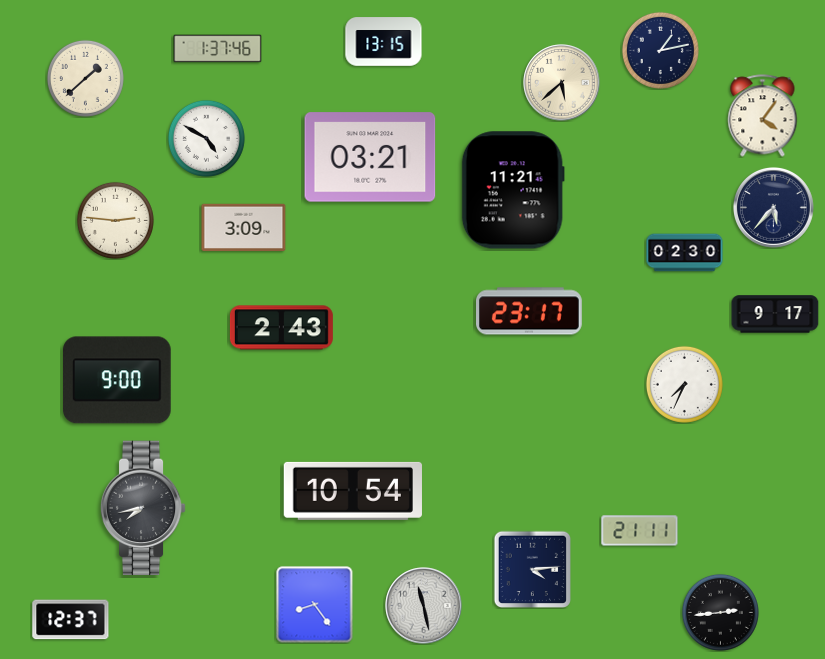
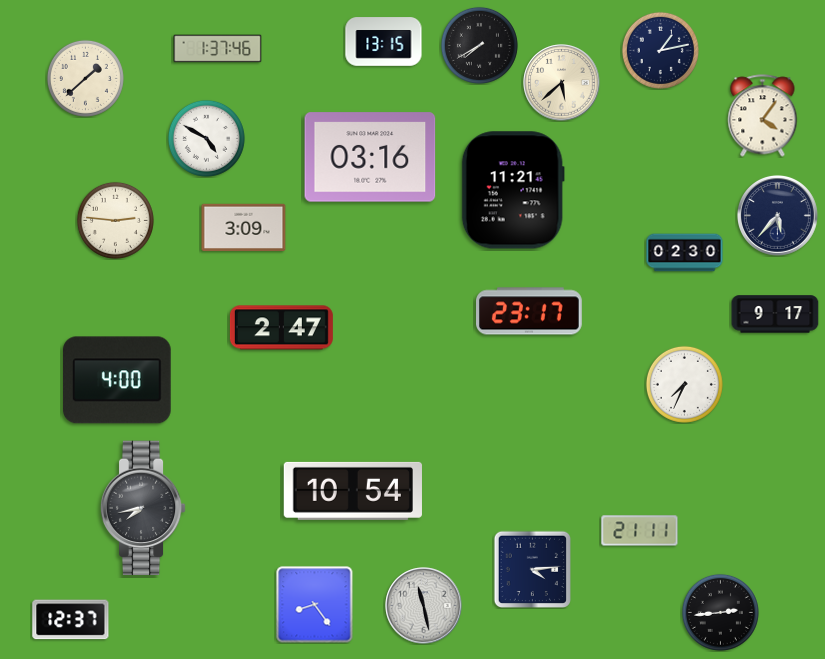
clock at (479, 45): none -> 7:40
clock at (370, 157): 03:21 -> 03:16
clock at (774, 208) position: (774, 208) -> (778, 216)
clock at (281, 328): 2:43 -> 2:47
clock at (118, 380): 9:00 -> 4:00
